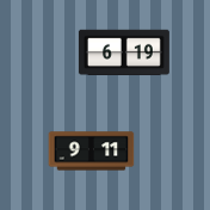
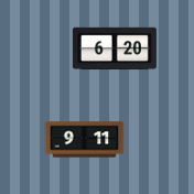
clock at (124, 52): 6:19 -> 6:20
